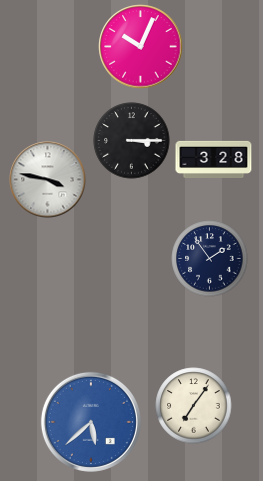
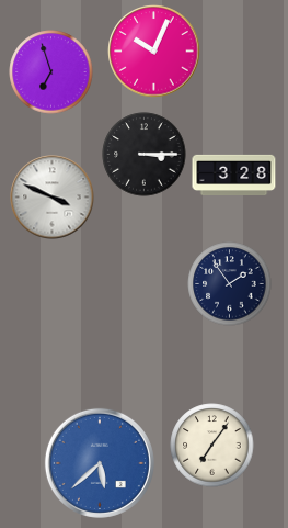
clock at (51, 72): none -> 6:57
clock at (48, 180): 3:47 -> 3:49
